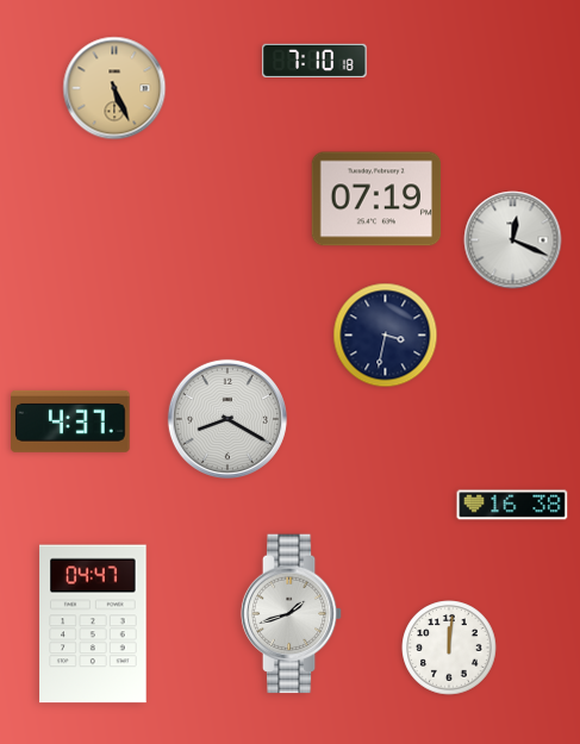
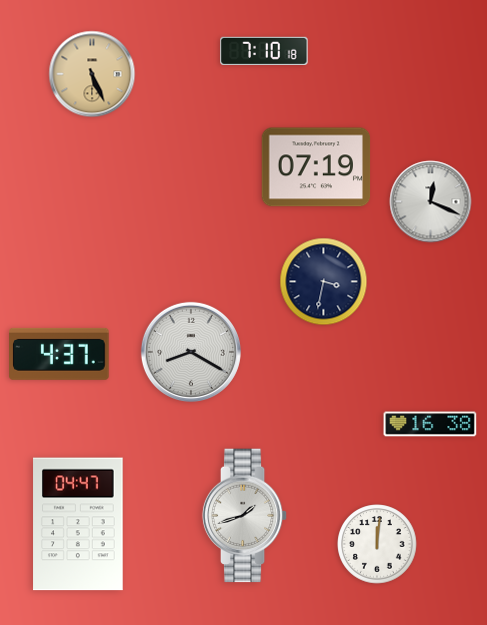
clock at (114, 88) position: (114, 88) -> (92, 74)
